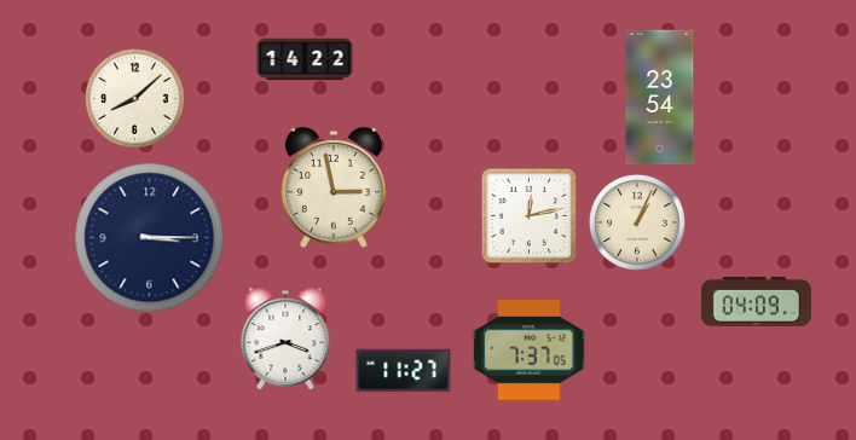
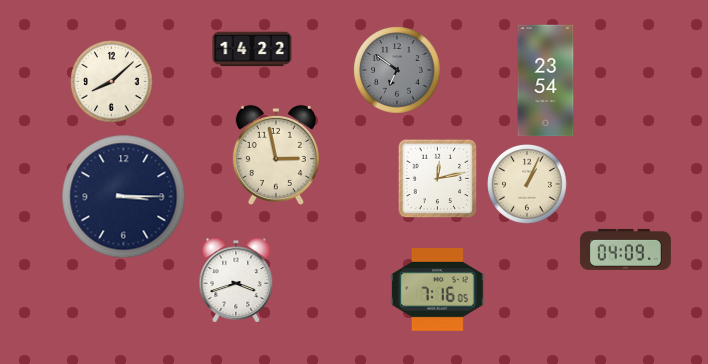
clock at (397, 70): none -> 6:51
clock at (530, 349): 7:37 -> 7:16
clock at (404, 371): 11:27 -> none
